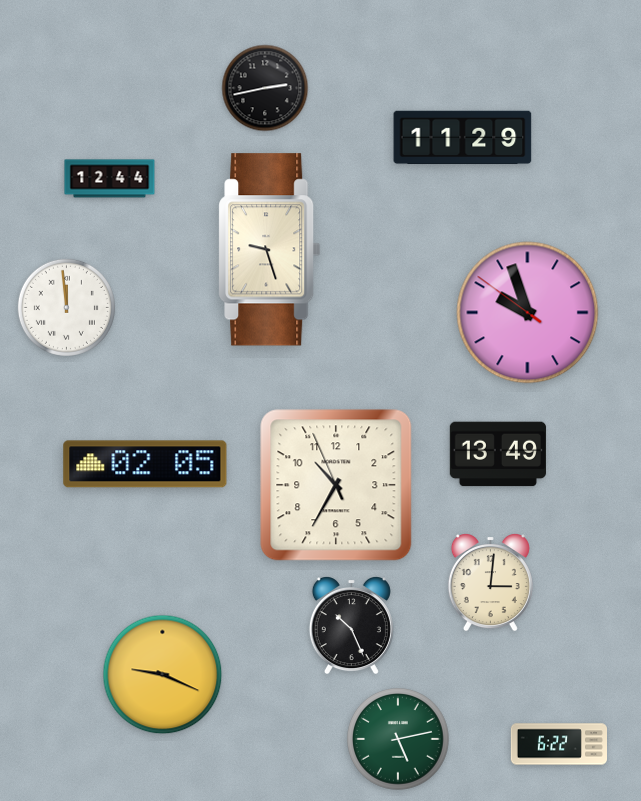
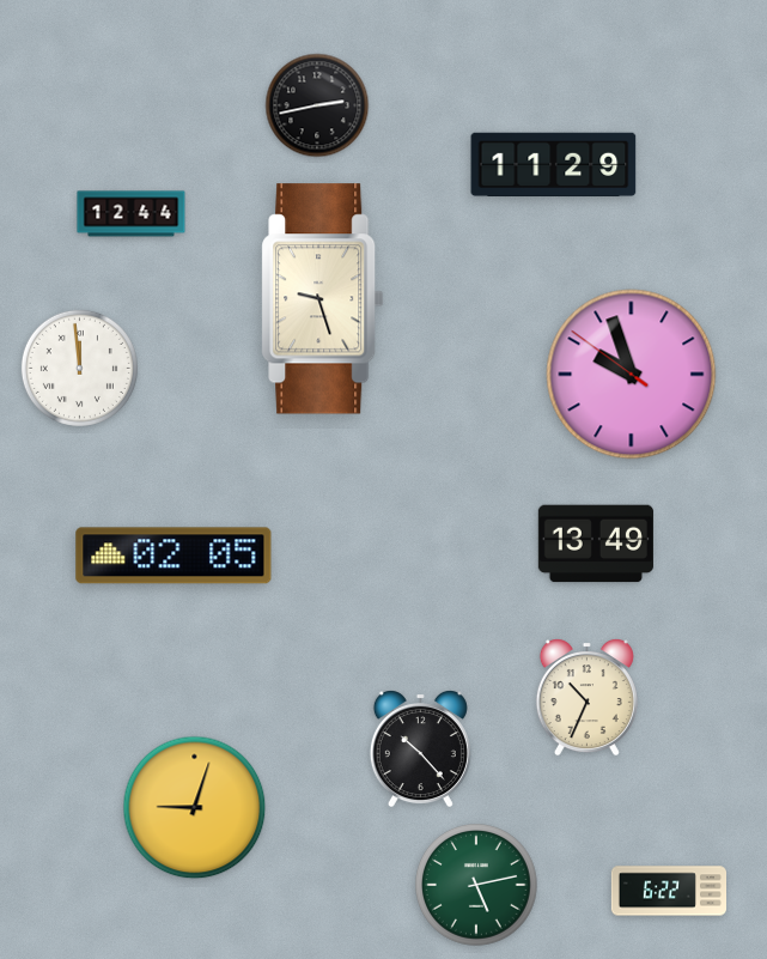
clock at (336, 485): 10:34 -> none
clock at (490, 583): 3:01 -> 10:34
clock at (351, 626): 10:26 -> 10:23
clock at (163, 675): 9:19 -> 9:03
